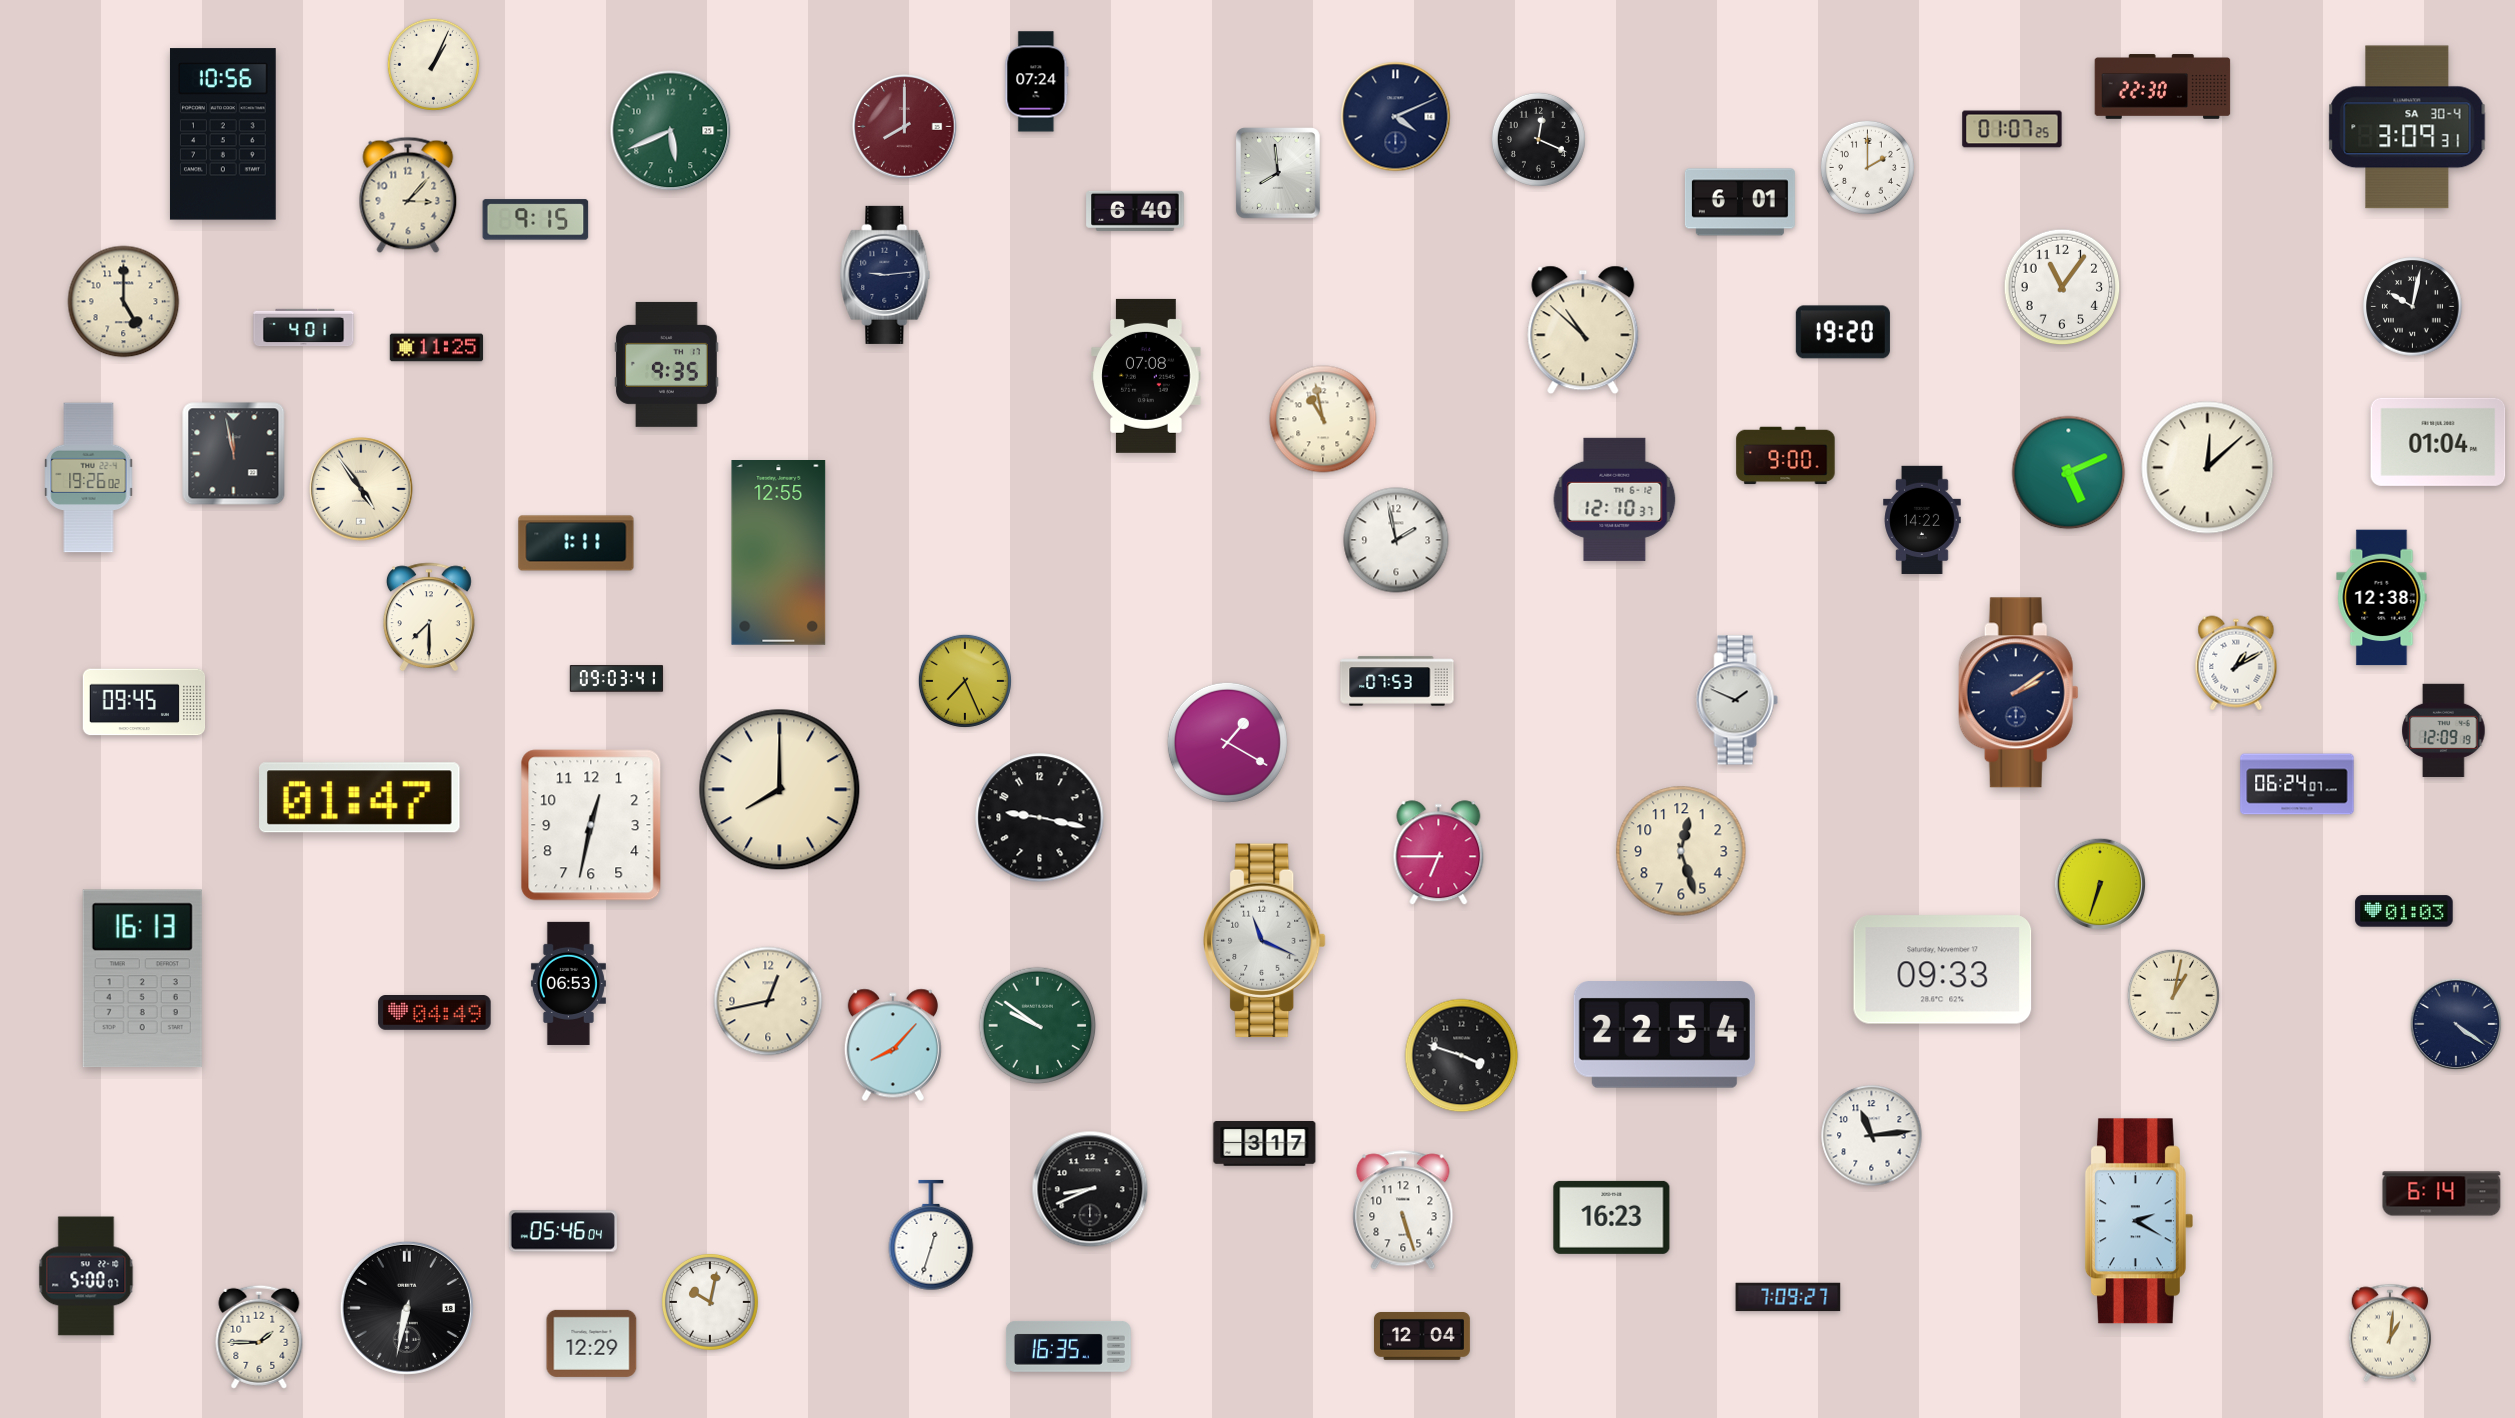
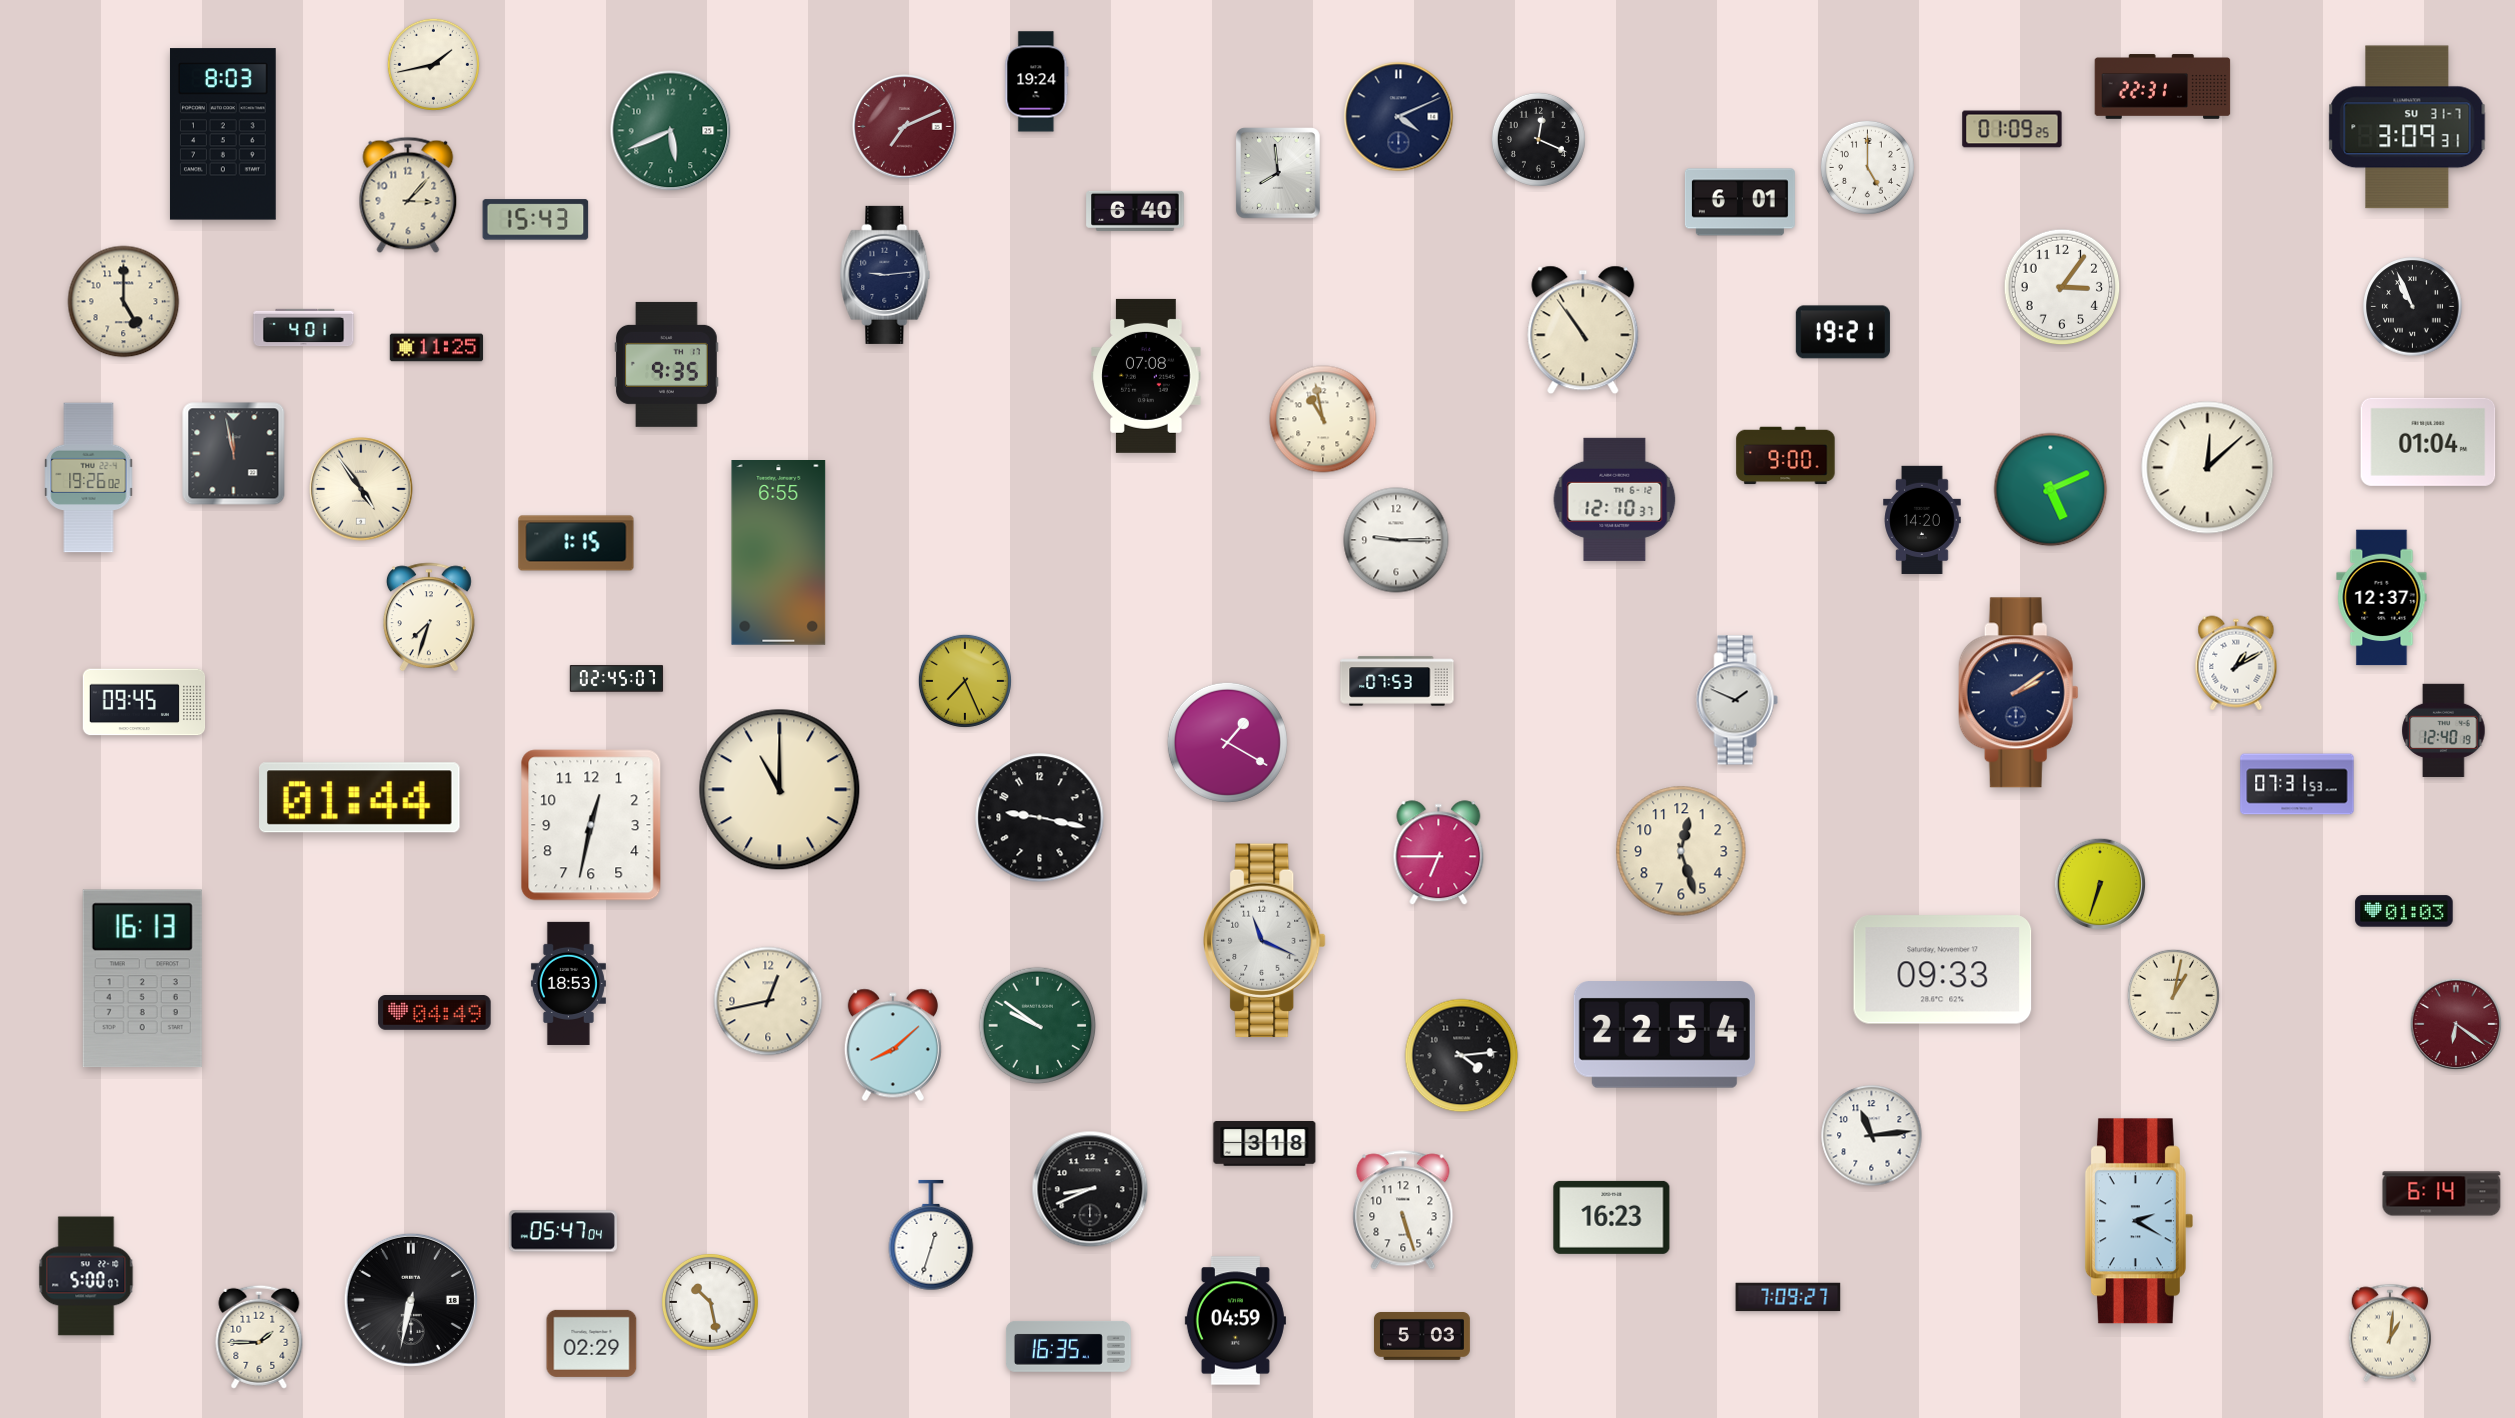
clock at (433, 64): 1:04 -> 1:43
clock at (1037, 82): 07:24 -> 19:24
clock at (2163, 87): 22:30 -> 22:31
clock at (1396, 117) position: (1396, 117) -> (1399, 117)
clock at (905, 127): 8:00 -> 7:11
clock at (2407, 127) date: SA 30-4 -> SU 31-7
clock at (2012, 129): 01:07 -> 01:09
clock at (223, 134): 10:56 -> 8:03
clock at (1867, 167): 2:00 -> 5:00
clock at (536, 220): 9:15 -> 15:43
clock at (2062, 287): 11:06 -> 3:06
clock at (2413, 307): 10:02 -> 10:56
clock at (1583, 330): 10:52 -> 10:54
clock at (1843, 332): 19:20 -> 19:21
clock at (2438, 442) position: (2438, 442) -> (2428, 442)
clock at (2069, 473) position: (2069, 473) -> (2051, 490)
clock at (1922, 520): 14:22 -> 14:20
clock at (1396, 540): 1:58 -> 9:15
clock at (576, 543): 1:11 -> 1:15
clock at (779, 553): 12:55 -> 6:55
clock at (2382, 598): 12:38 -> 12:37
clock at (429, 617): 7:30 -> 7:33
clock at (617, 679): 09:03 -> 02:45
clock at (2444, 730): 12:09 -> 12:40
clock at (2297, 784): 06:24 -> 07:31
clock at (780, 790): 8:00 -> 11:00
clock at (360, 798): 01:47 -> 01:44
clock at (568, 983): 06:53 -> 18:53
clock at (2456, 1024): 4:21 -> 6:21
clock at (2456, 1024) dial: navy -> burgundy
clock at (893, 1045): 8:07 -> 8:08
clock at (1462, 1056): 3:48 -> 4:14
clock at (1265, 1144): 3:17 -> 3:18
clock at (563, 1231): 05:46 -> 05:47
clock at (711, 1303): 10:02 -> 10:28
clock at (407, 1308) position: (407, 1308) -> (411, 1300)
clock at (1235, 1321): none -> 04:59
clock at (1422, 1337): 12:04 -> 5:03
clock at (592, 1343): 12:29 -> 02:29
